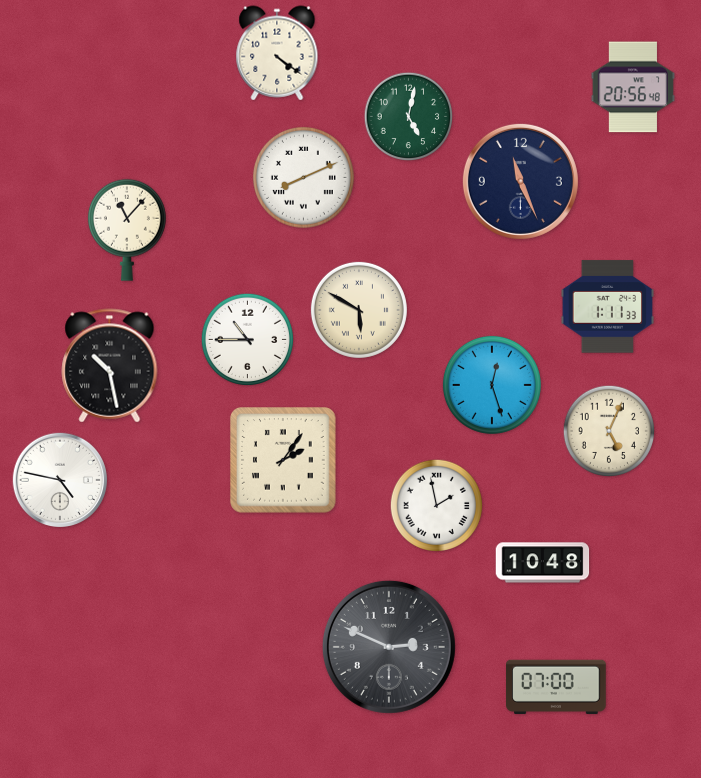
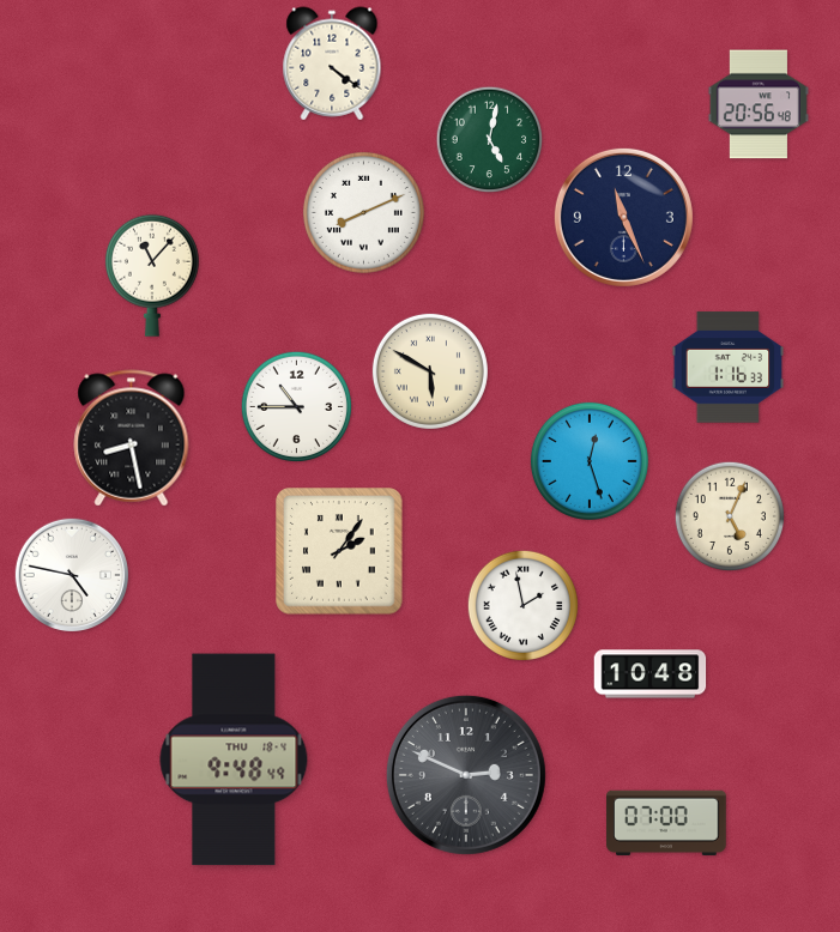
clock at (608, 307): 1:11 -> 1:16
clock at (110, 366): 10:28 -> 8:28
clock at (234, 759): none -> 9:48
